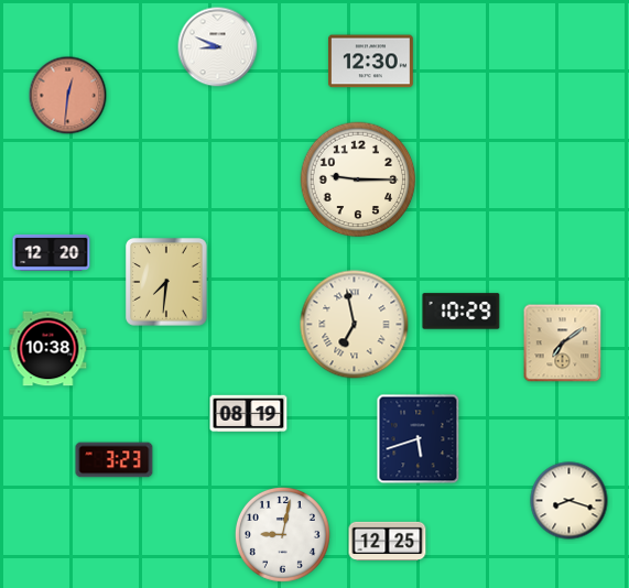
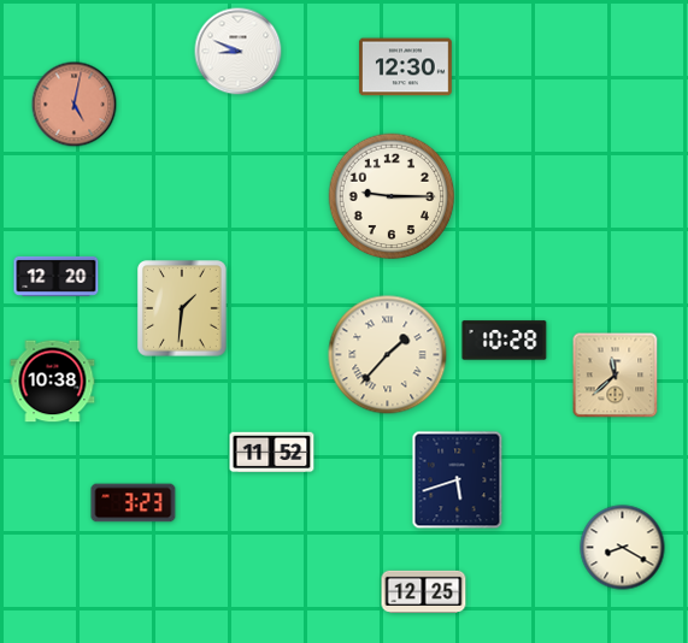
clock at (68, 96): 12:31 -> 5:02
clock at (167, 282): 7:31 -> 1:31
clock at (462, 312): 10:29 -> 10:28
clock at (355, 325): 6:58 -> 1:37
clock at (563, 344): 7:09 -> 11:38
clock at (249, 414): 08:19 -> 11:52
clock at (115, 460) position: (115, 460) -> (134, 503)
clock at (570, 501): 8:18 -> 8:20
clock at (282, 534): 9:02 -> none
